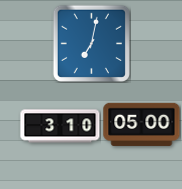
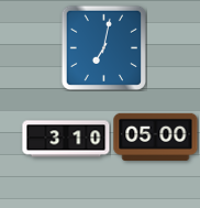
clock at (91, 43) position: (91, 43) -> (103, 47)
